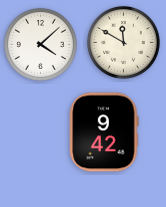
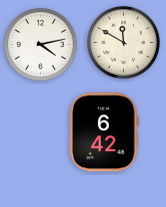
clock at (40, 44): 4:08 -> 4:13
clock at (104, 132): 9:42 -> 6:42
